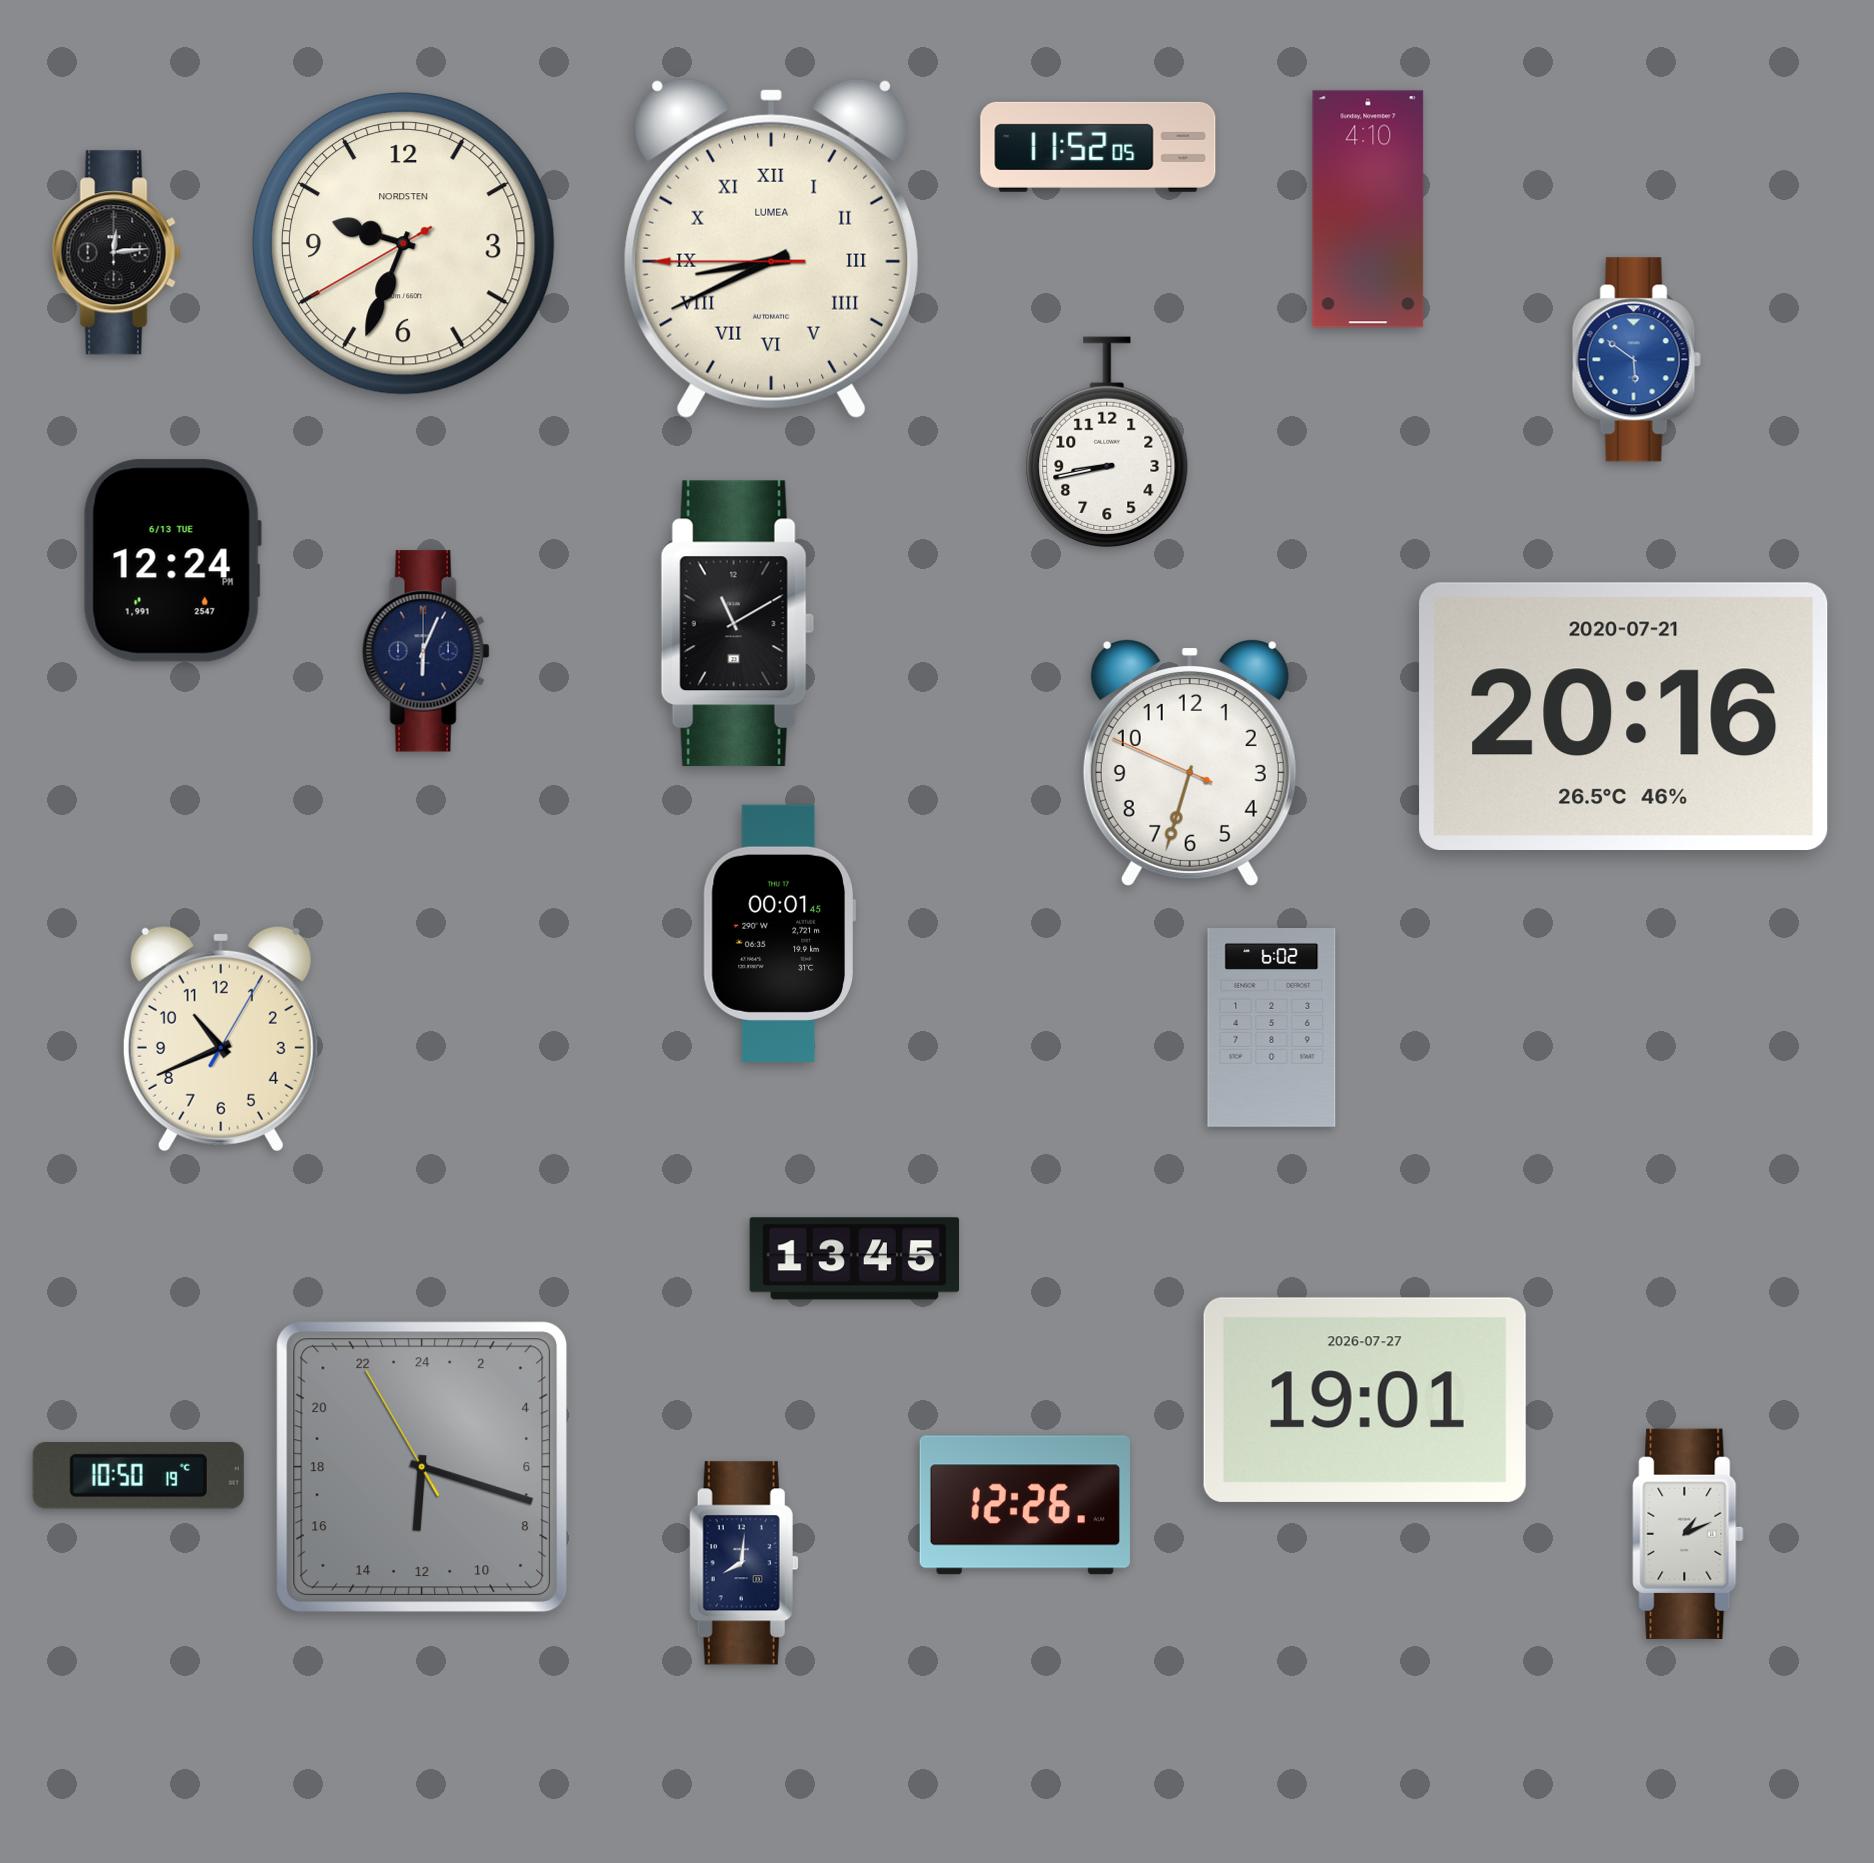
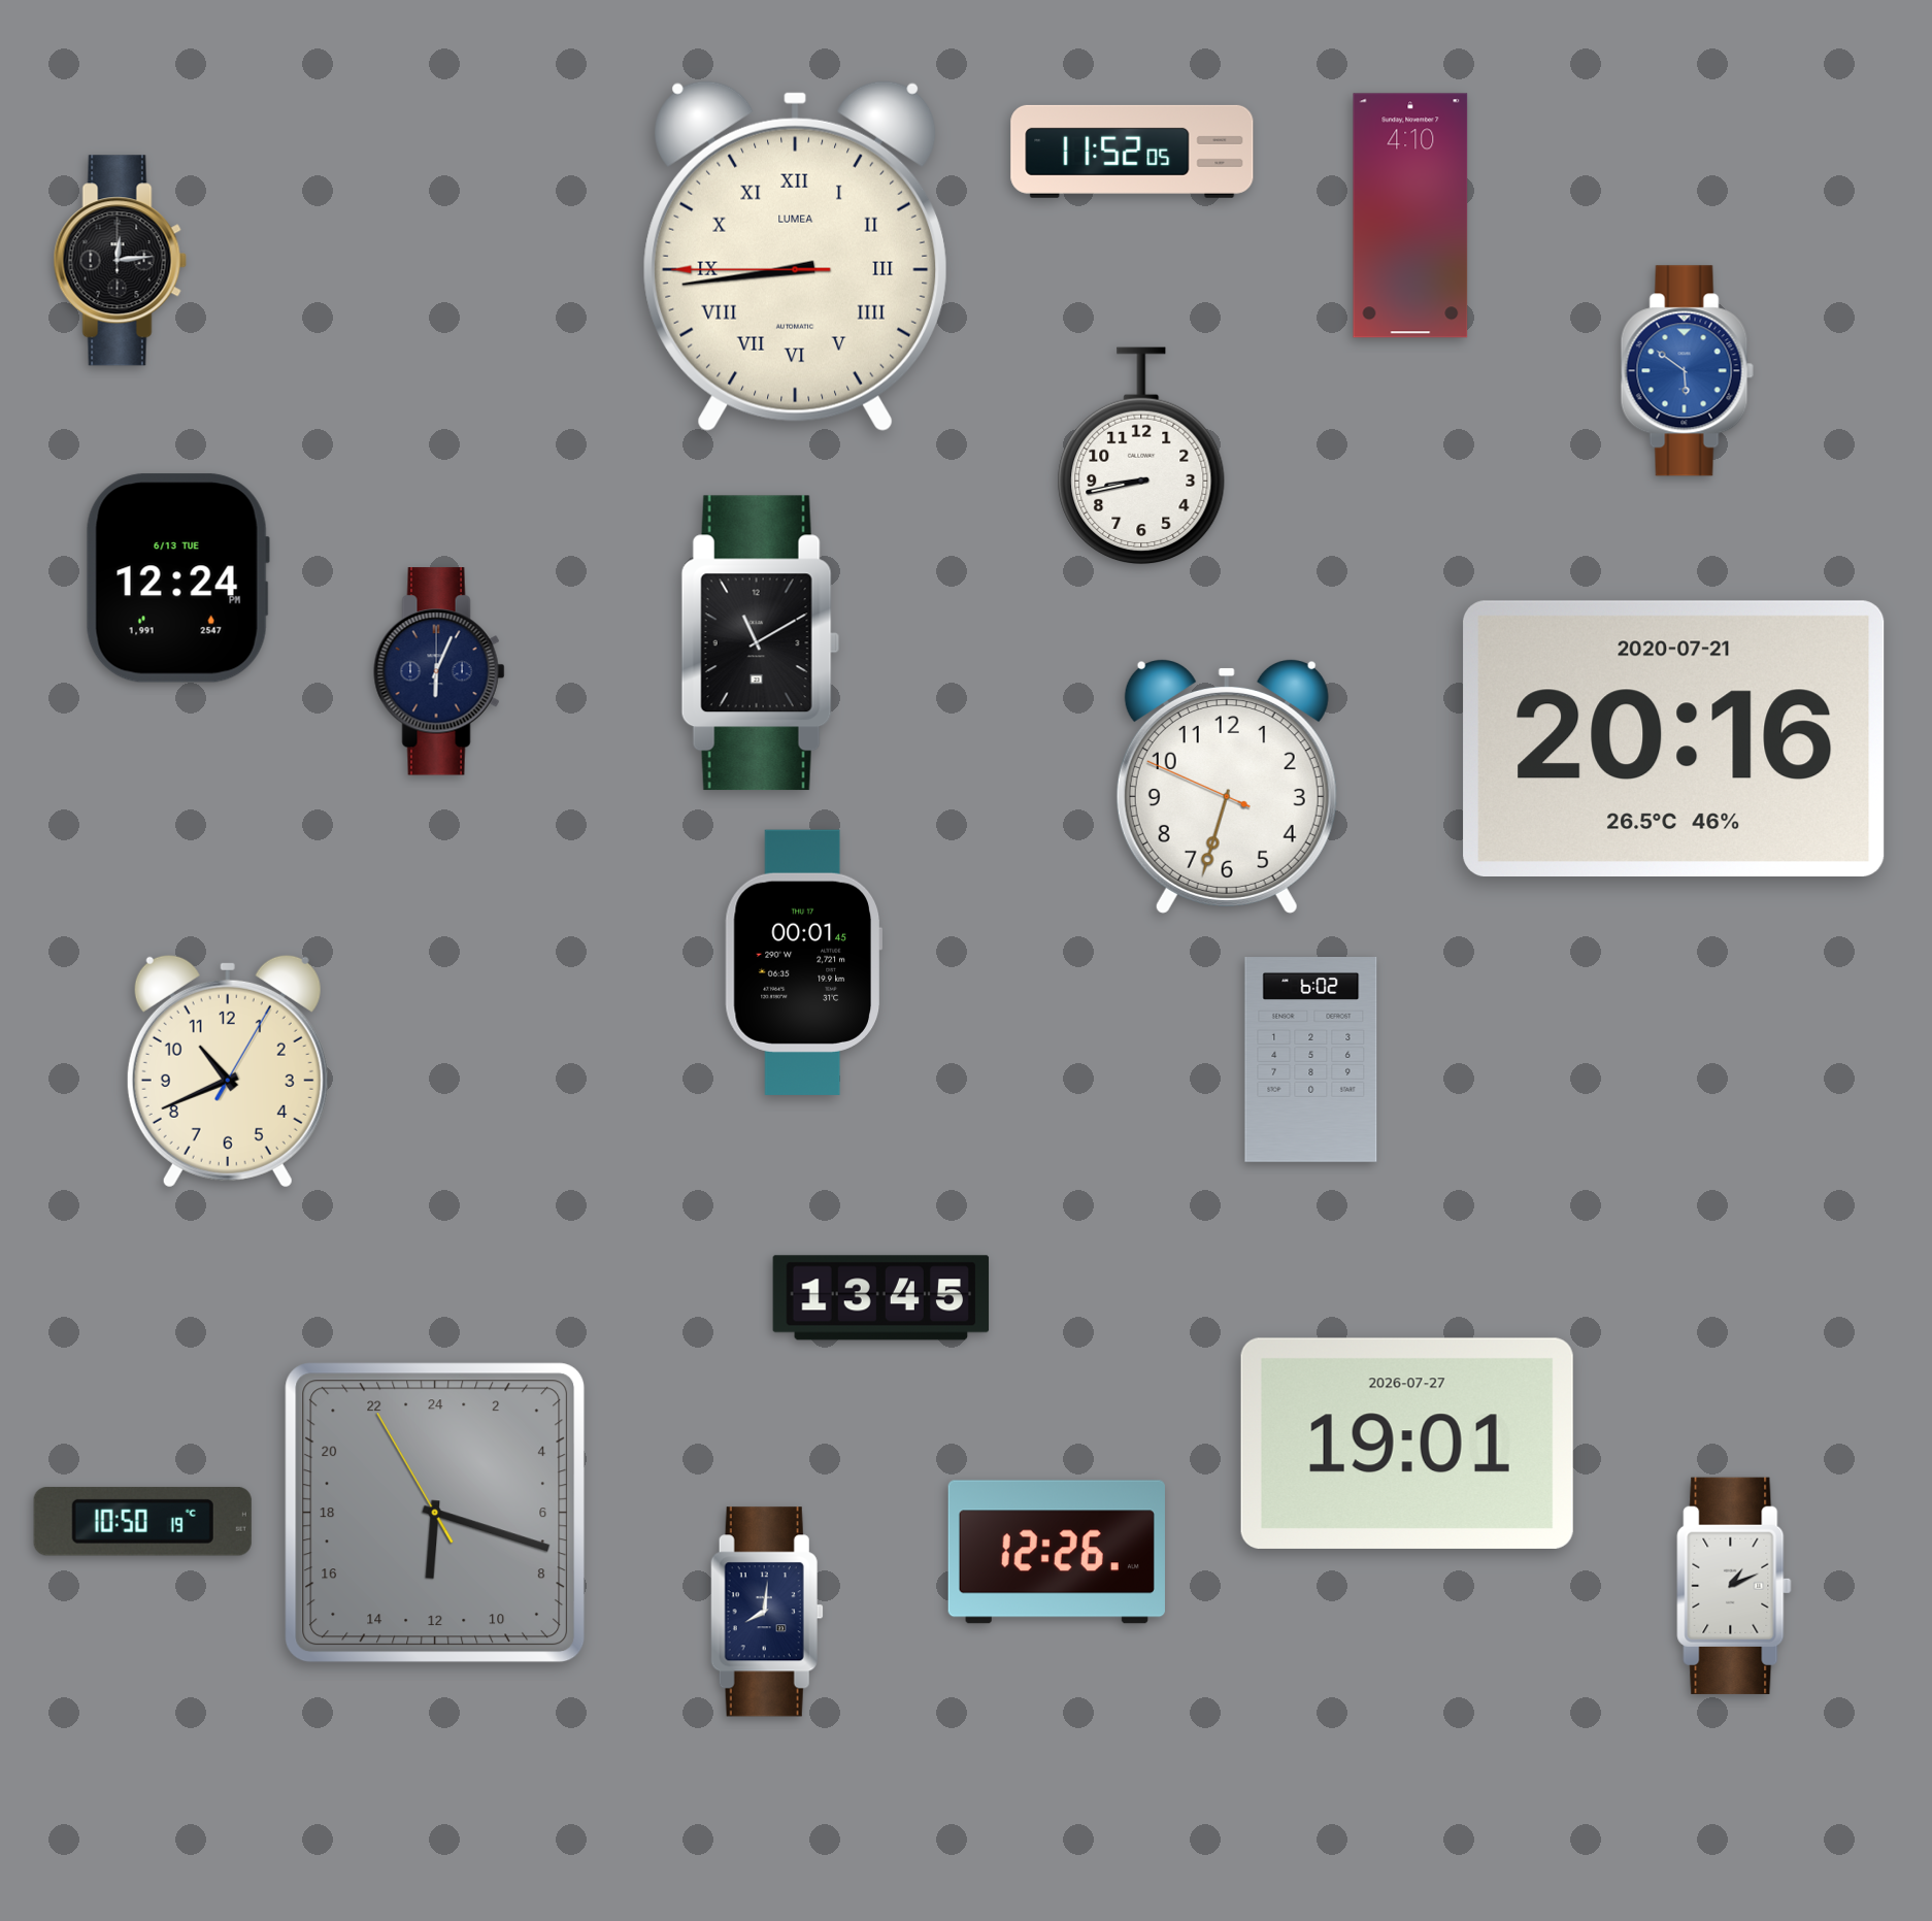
clock at (403, 243): 9:33 -> none
clock at (771, 248): 8:40 -> 8:43
clock at (1688, 1534) position: (1688, 1534) -> (1734, 1586)
